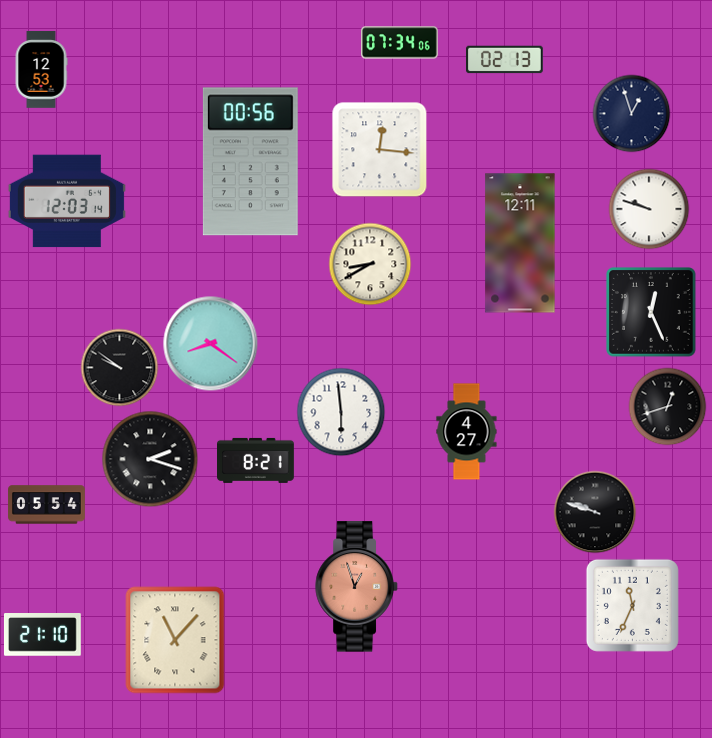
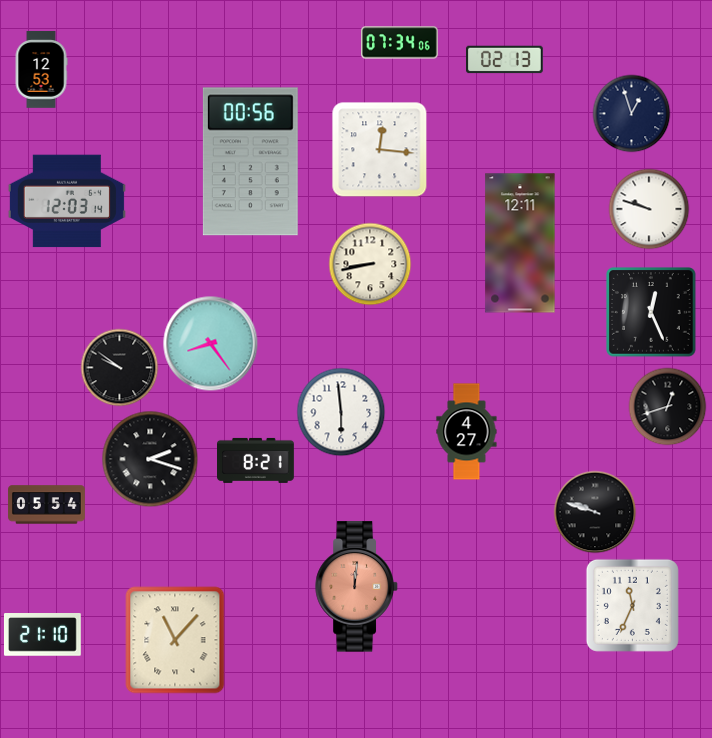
clock at (370, 264): 8:40 -> 8:43
clock at (210, 343): 8:21 -> 8:24
clock at (357, 587): 12:57 -> 12:01
